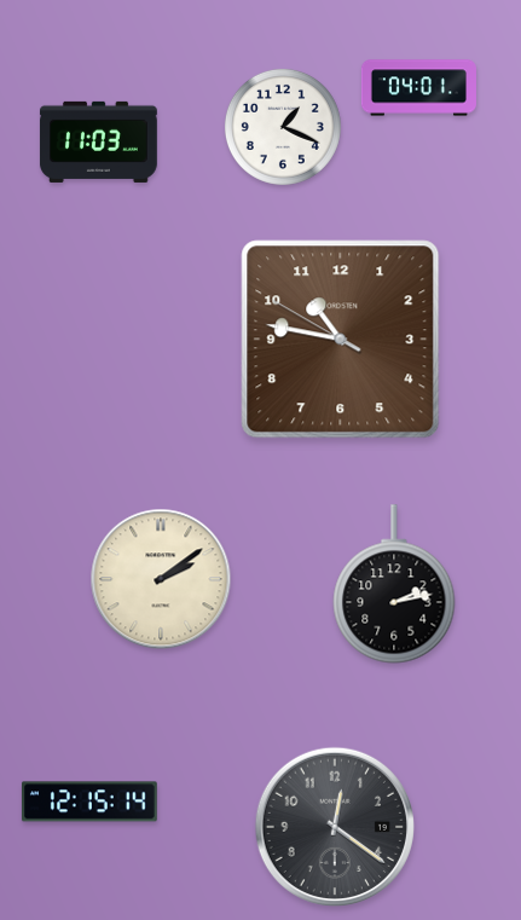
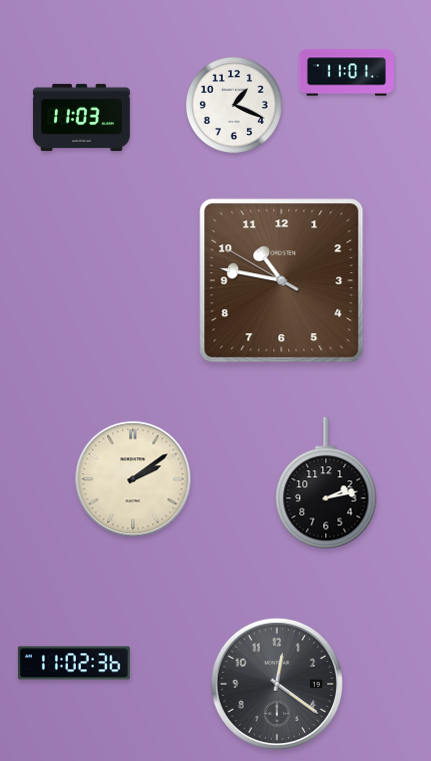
clock at (418, 88): 04:01 -> 11:01
clock at (89, 802): 12:15 -> 11:02
